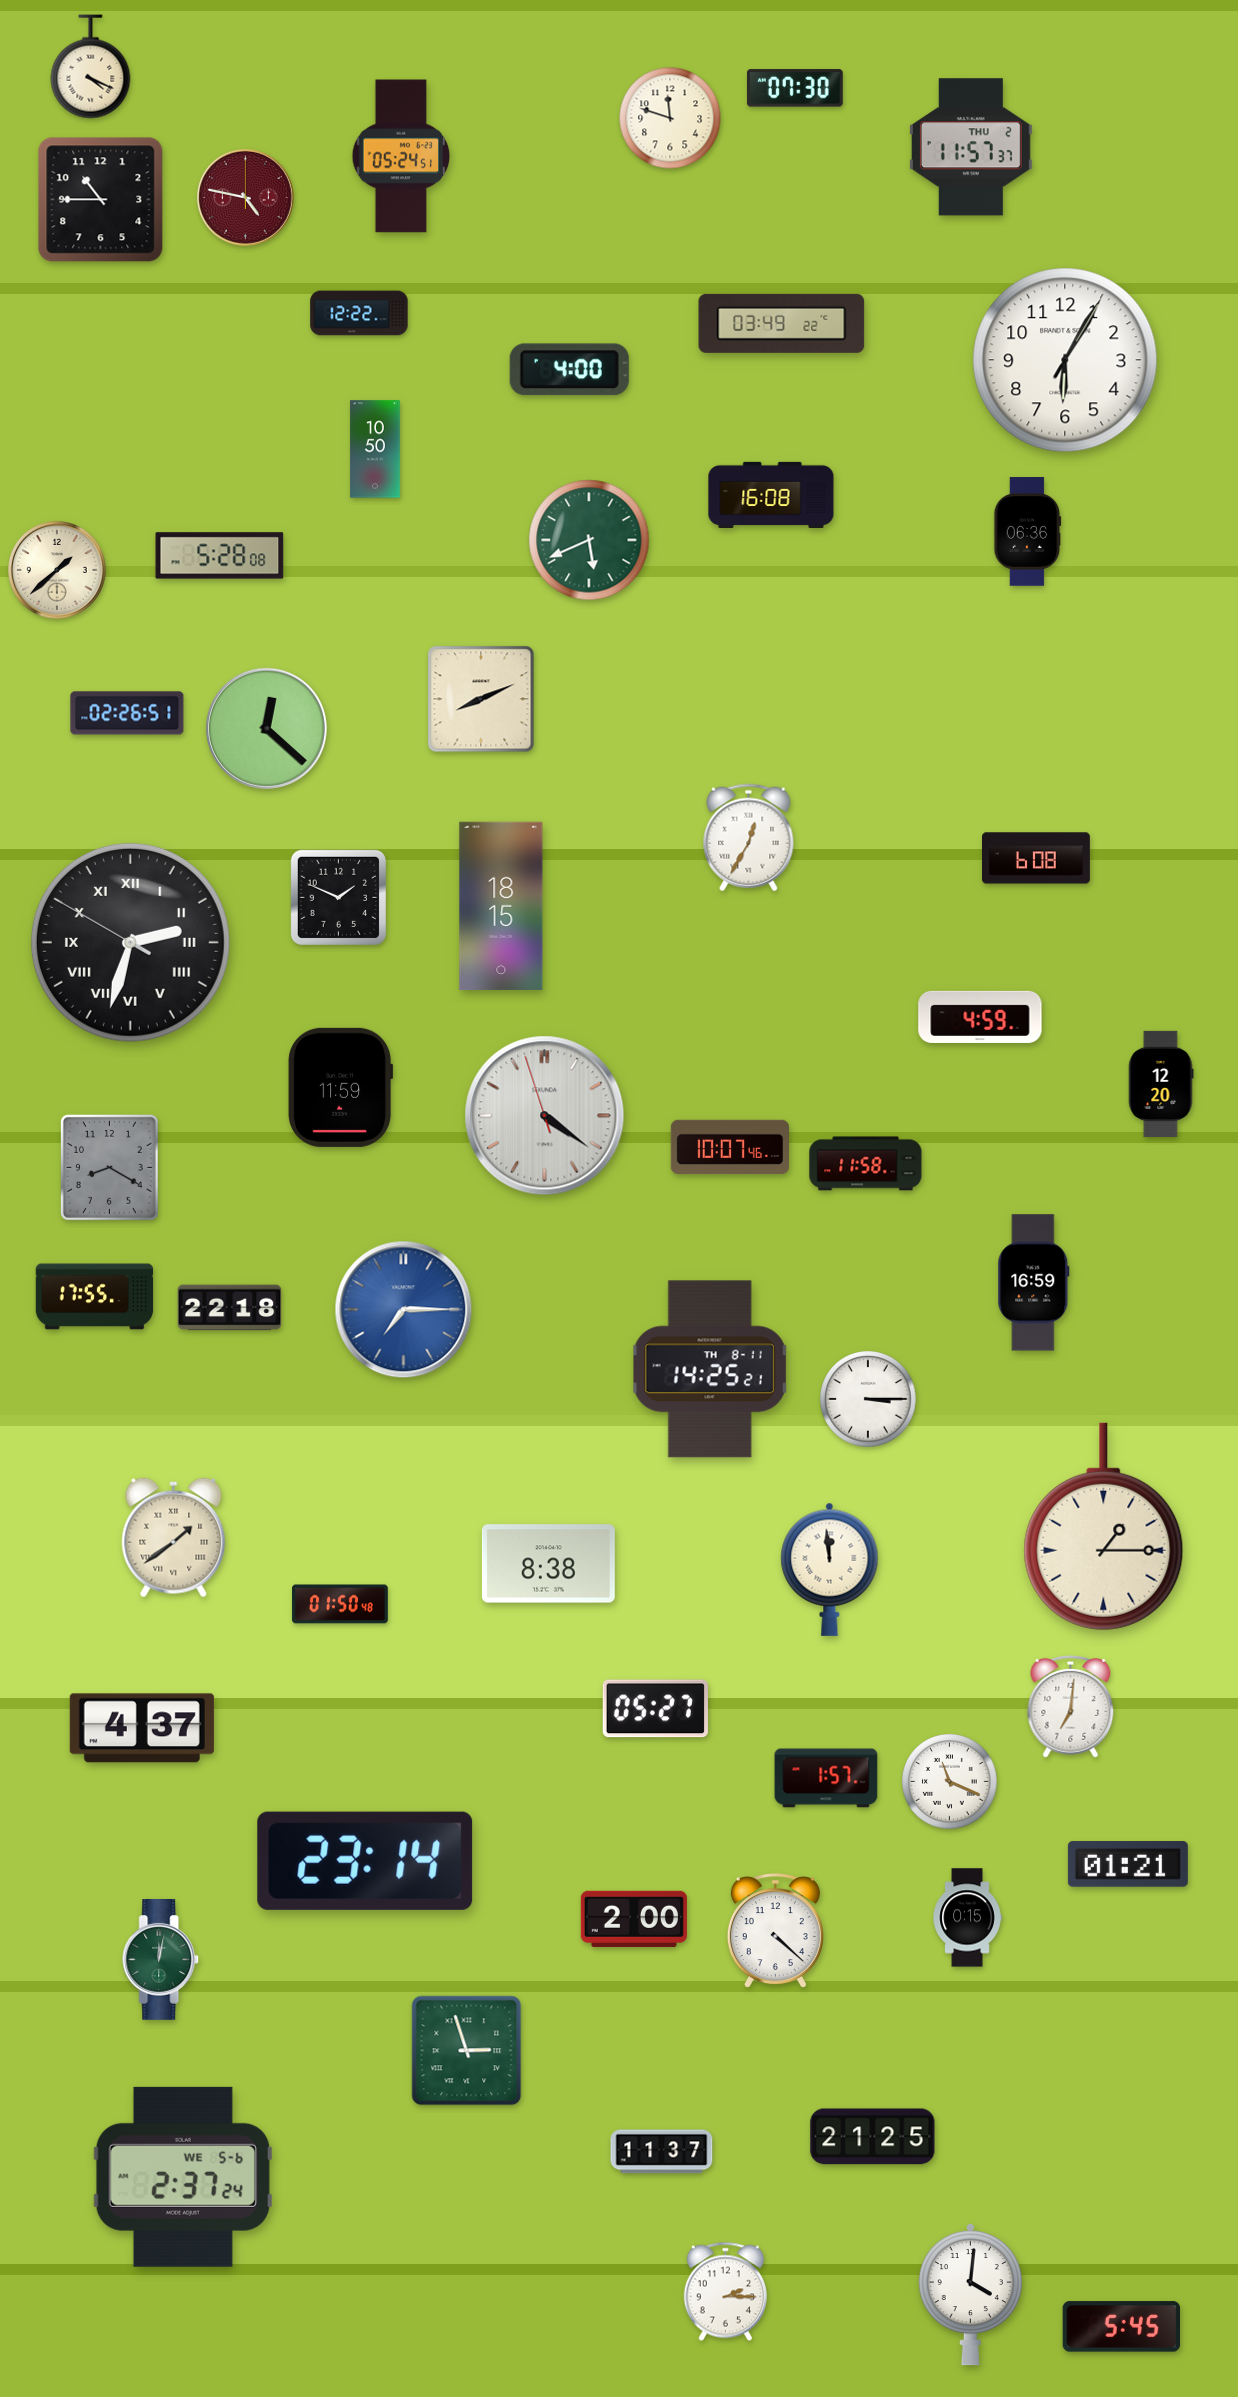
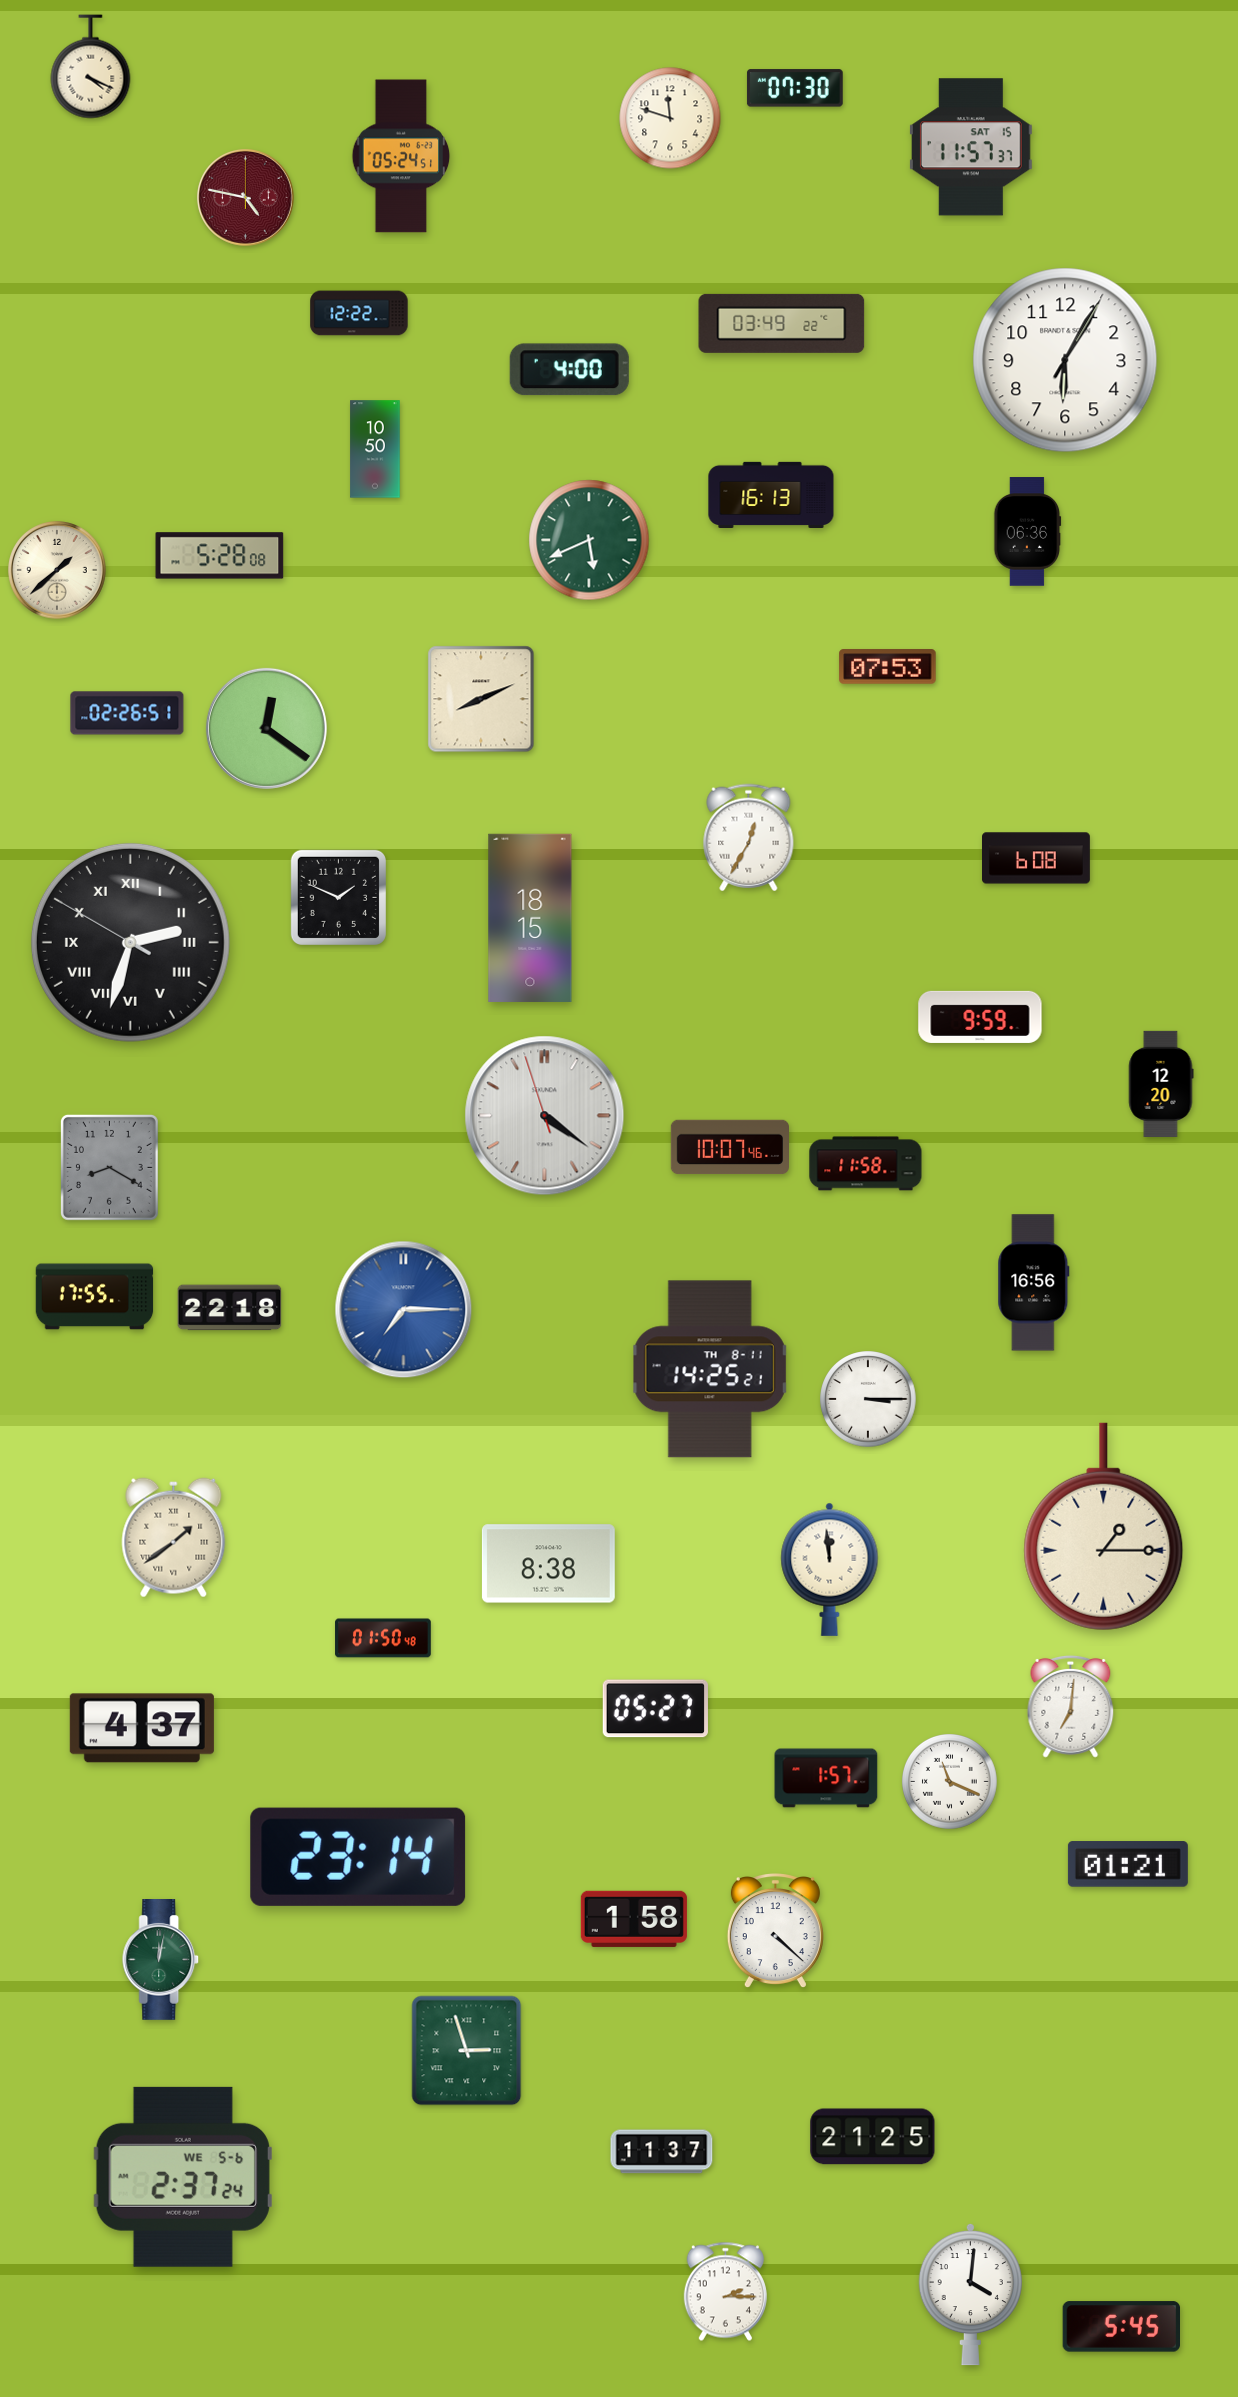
clock at (971, 147) date: THU 2 -> SAT 15
clock at (101, 200): 10:45 -> none
clock at (771, 494): 16:08 -> 16:13
clock at (888, 667): none -> 07:53
clock at (266, 728): 12:22 -> 12:21
clock at (501, 906) position: (501, 906) -> (530, 918)
clock at (980, 1017): 4:59 -> 9:59
clock at (341, 1087): 11:59 -> none
clock at (1034, 1283): 16:59 -> 16:56
clock at (340, 1604) position: (340, 1604) -> (383, 1638)
clock at (365, 1861) position: (365, 1861) -> (358, 1857)
clock at (967, 1918): 0:15 -> none
clock at (634, 1919): 2:00 -> 1:58
